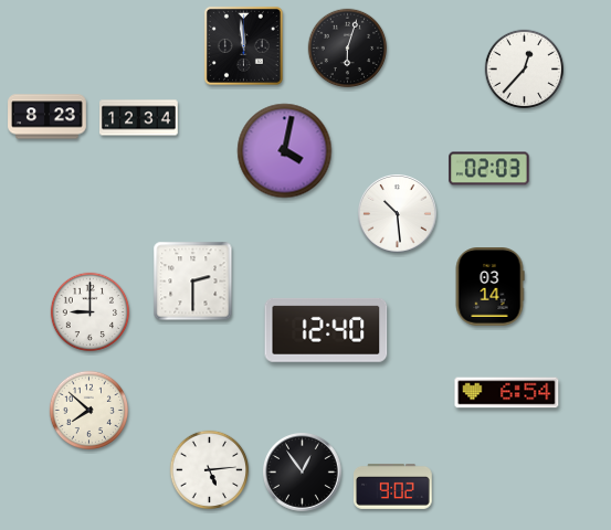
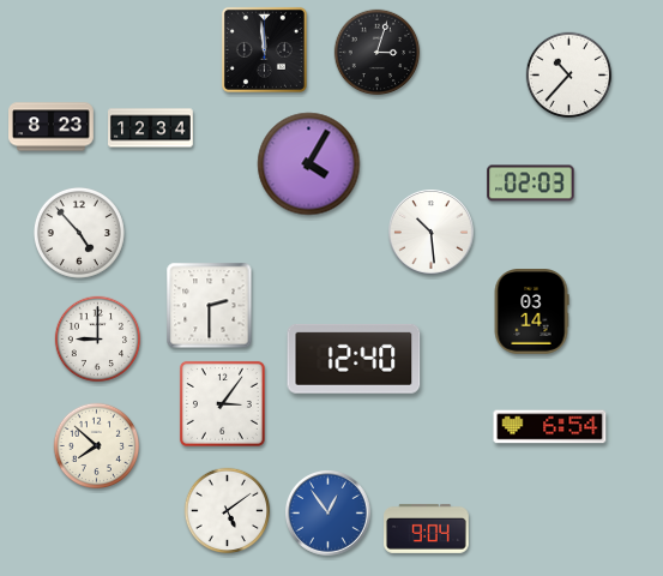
clock at (348, 49): 6:03 -> 3:03
clock at (525, 70): 12:37 -> 10:37
clock at (285, 151): 4:02 -> 4:05
clock at (79, 233): none -> 4:53
clock at (222, 403): none -> 3:06
clock at (210, 470): 5:14 -> 5:09
clock at (303, 473) dial: black -> blue
clock at (393, 486): 9:02 -> 9:04
